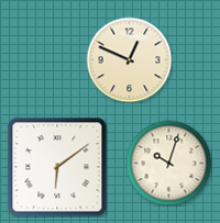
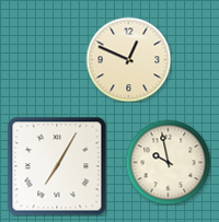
clock at (168, 163): 10:03 -> 9:58
clock at (57, 167): 6:09 -> 7:05
